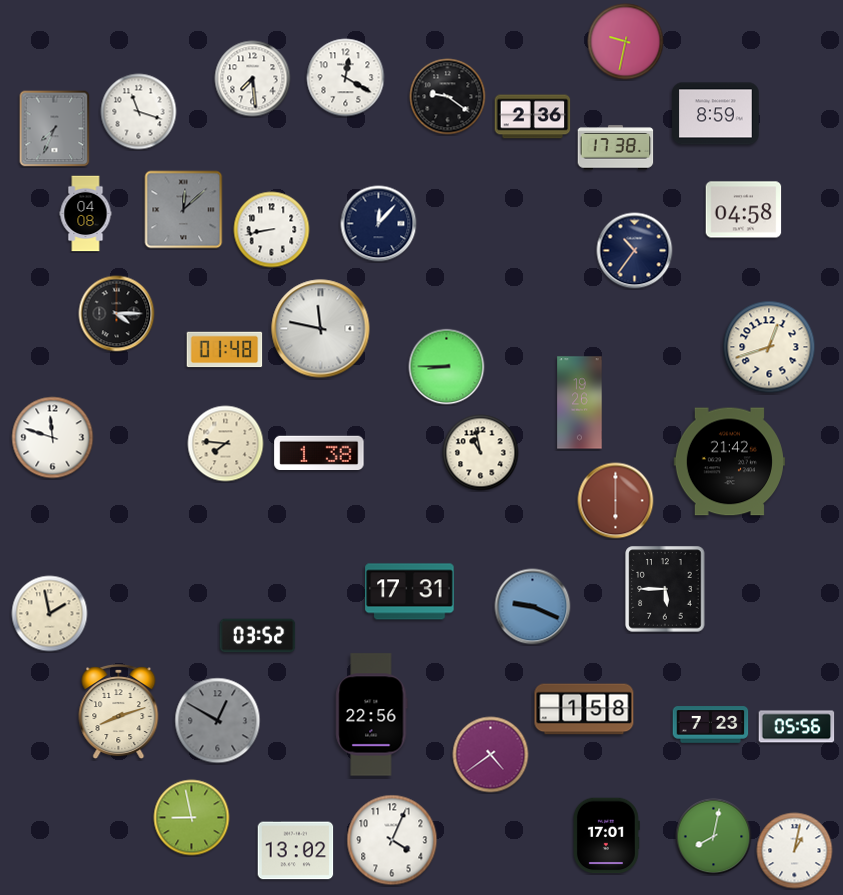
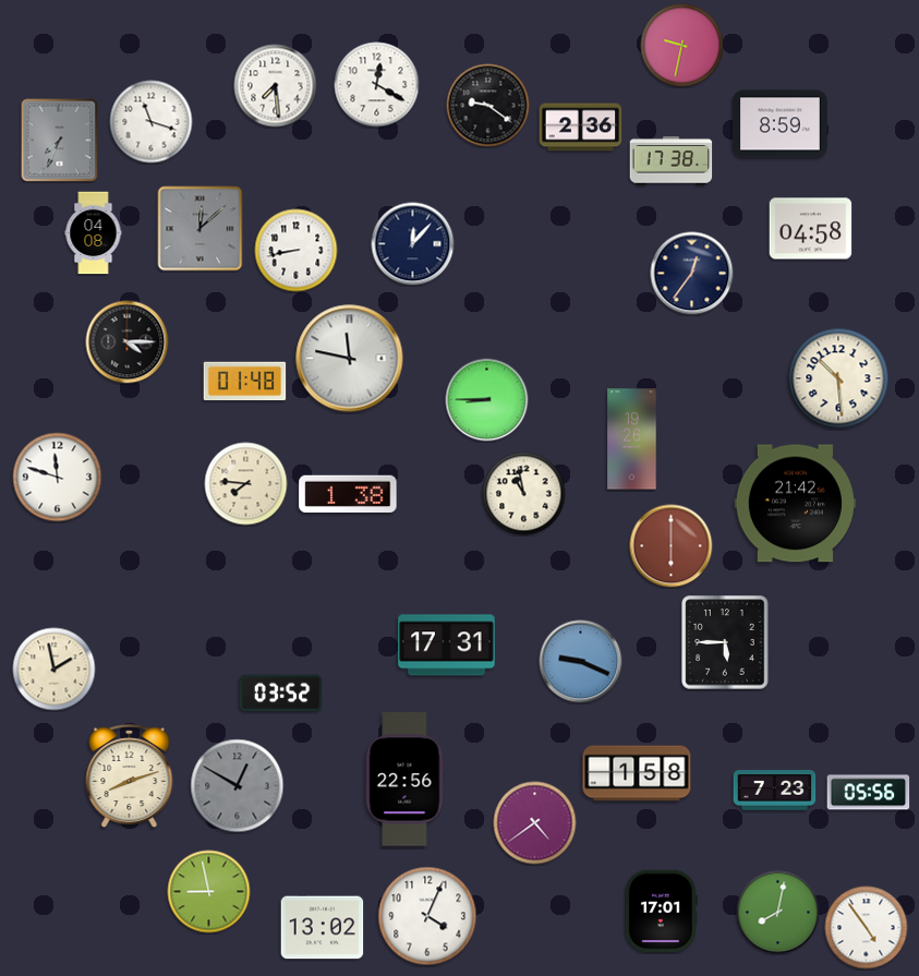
clock at (635, 251): 10:36 -> 12:36
clock at (769, 347): 12:42 -> 10:29
clock at (795, 851): 1:02 -> 4:54
